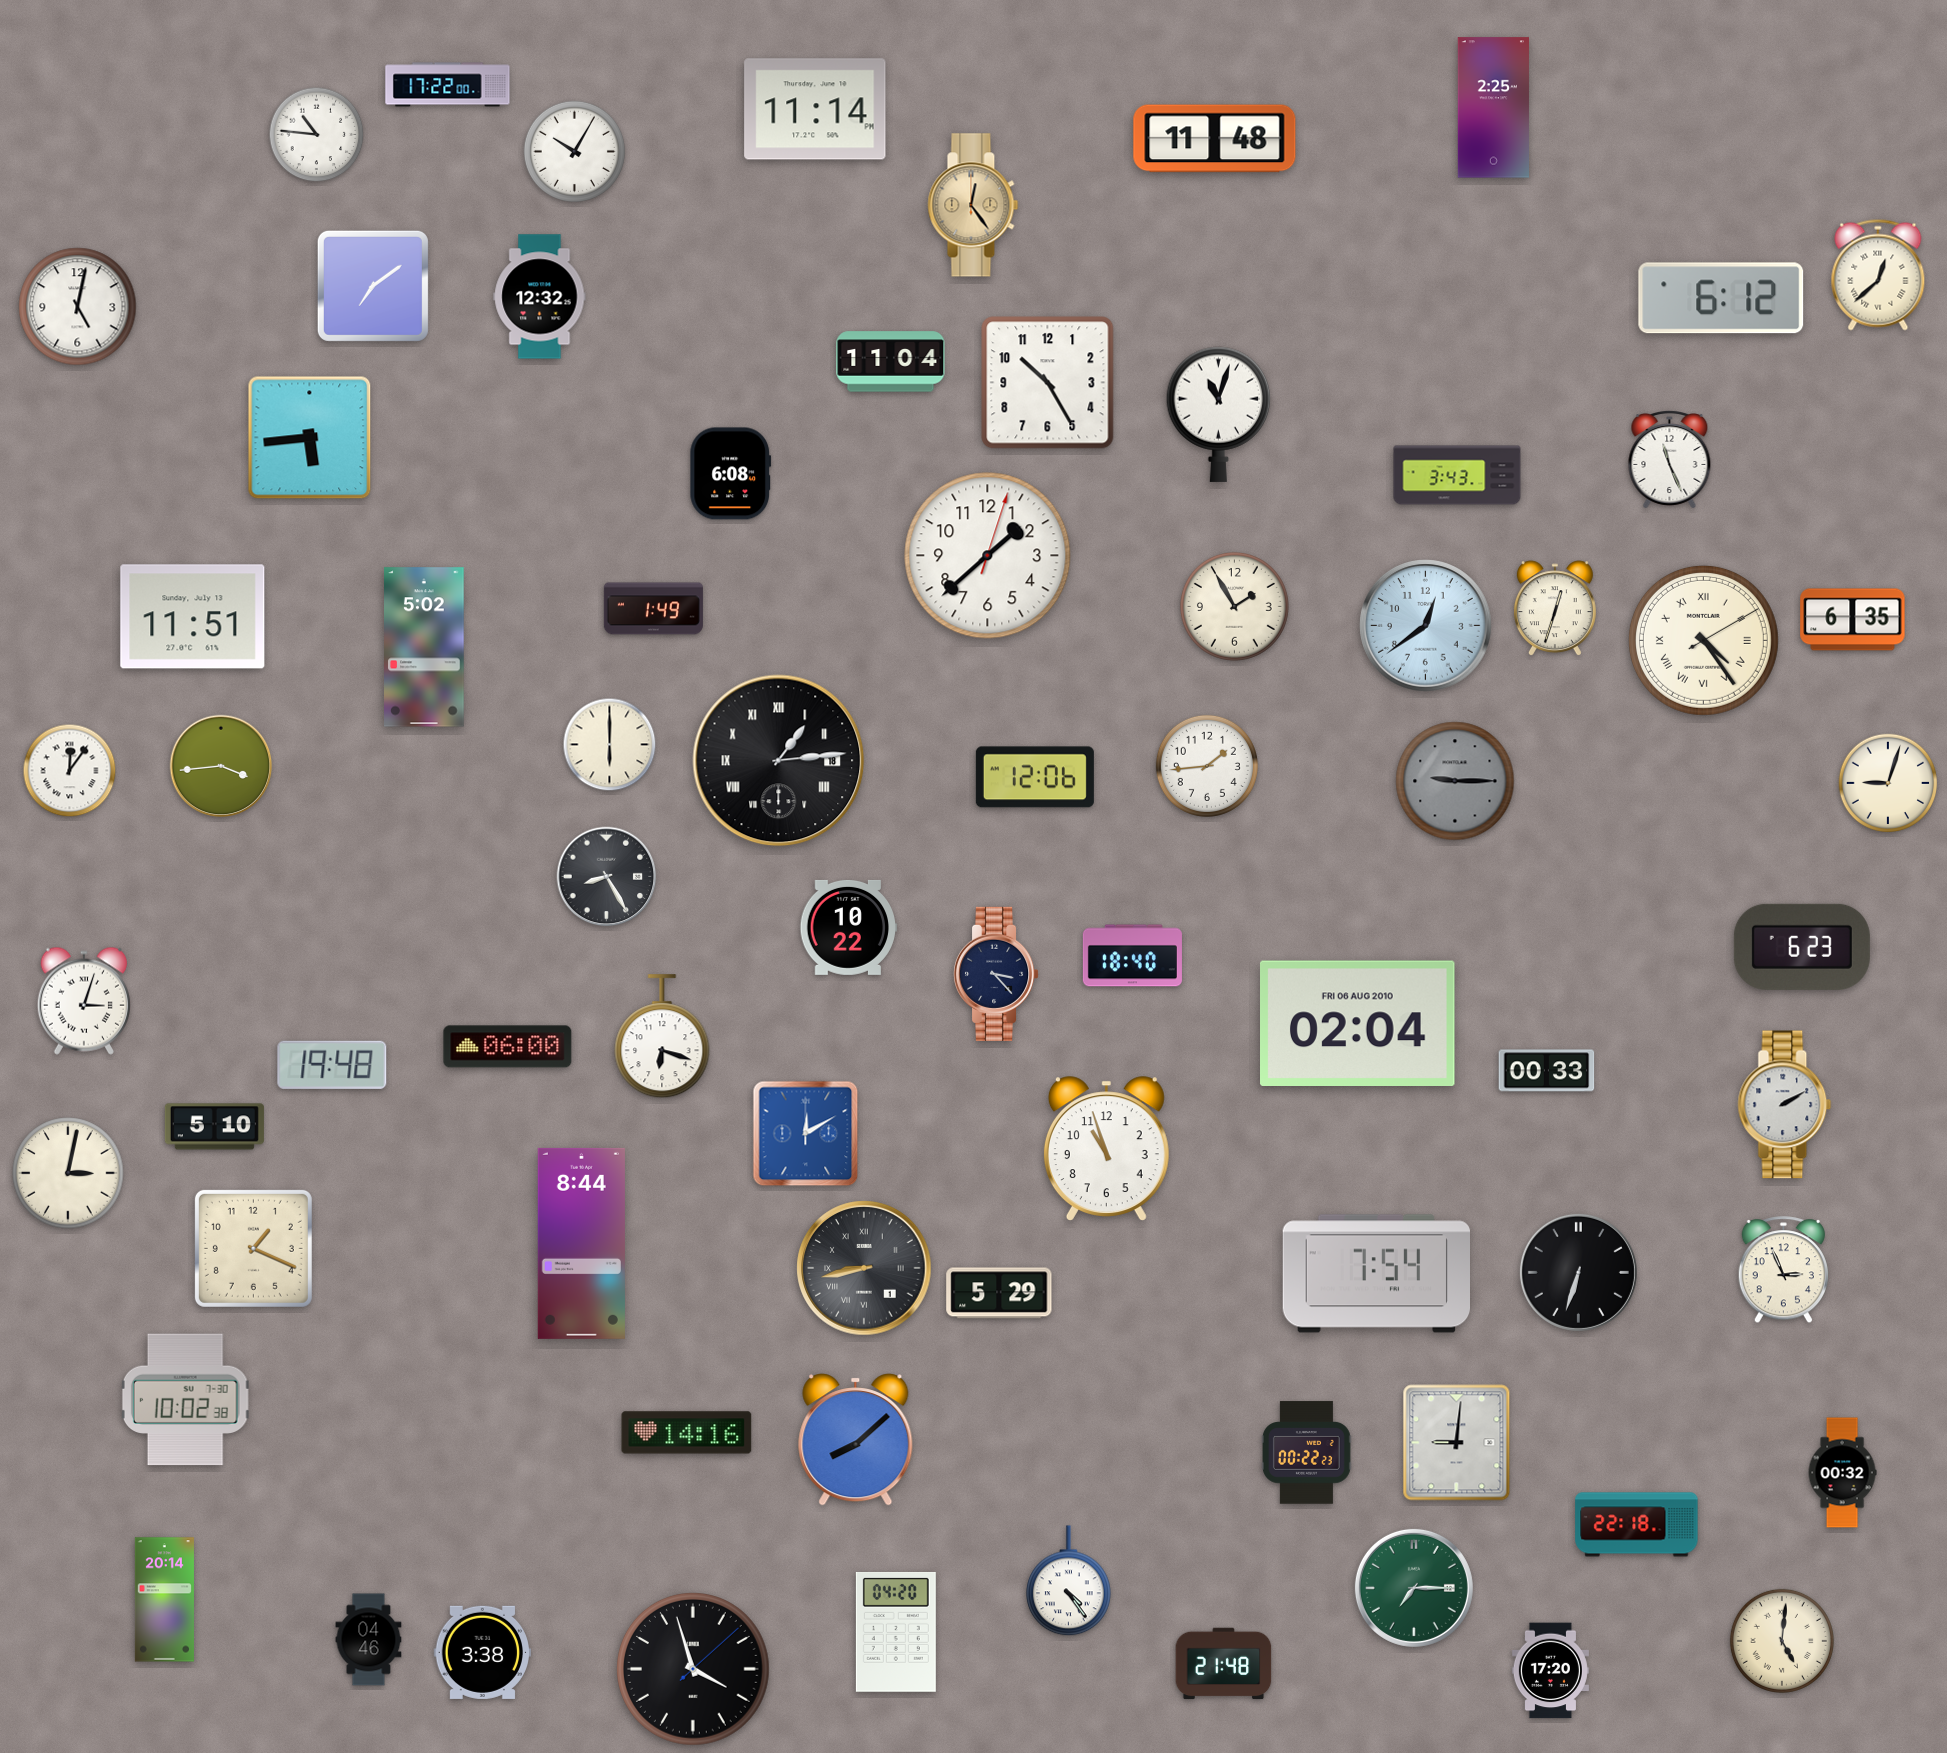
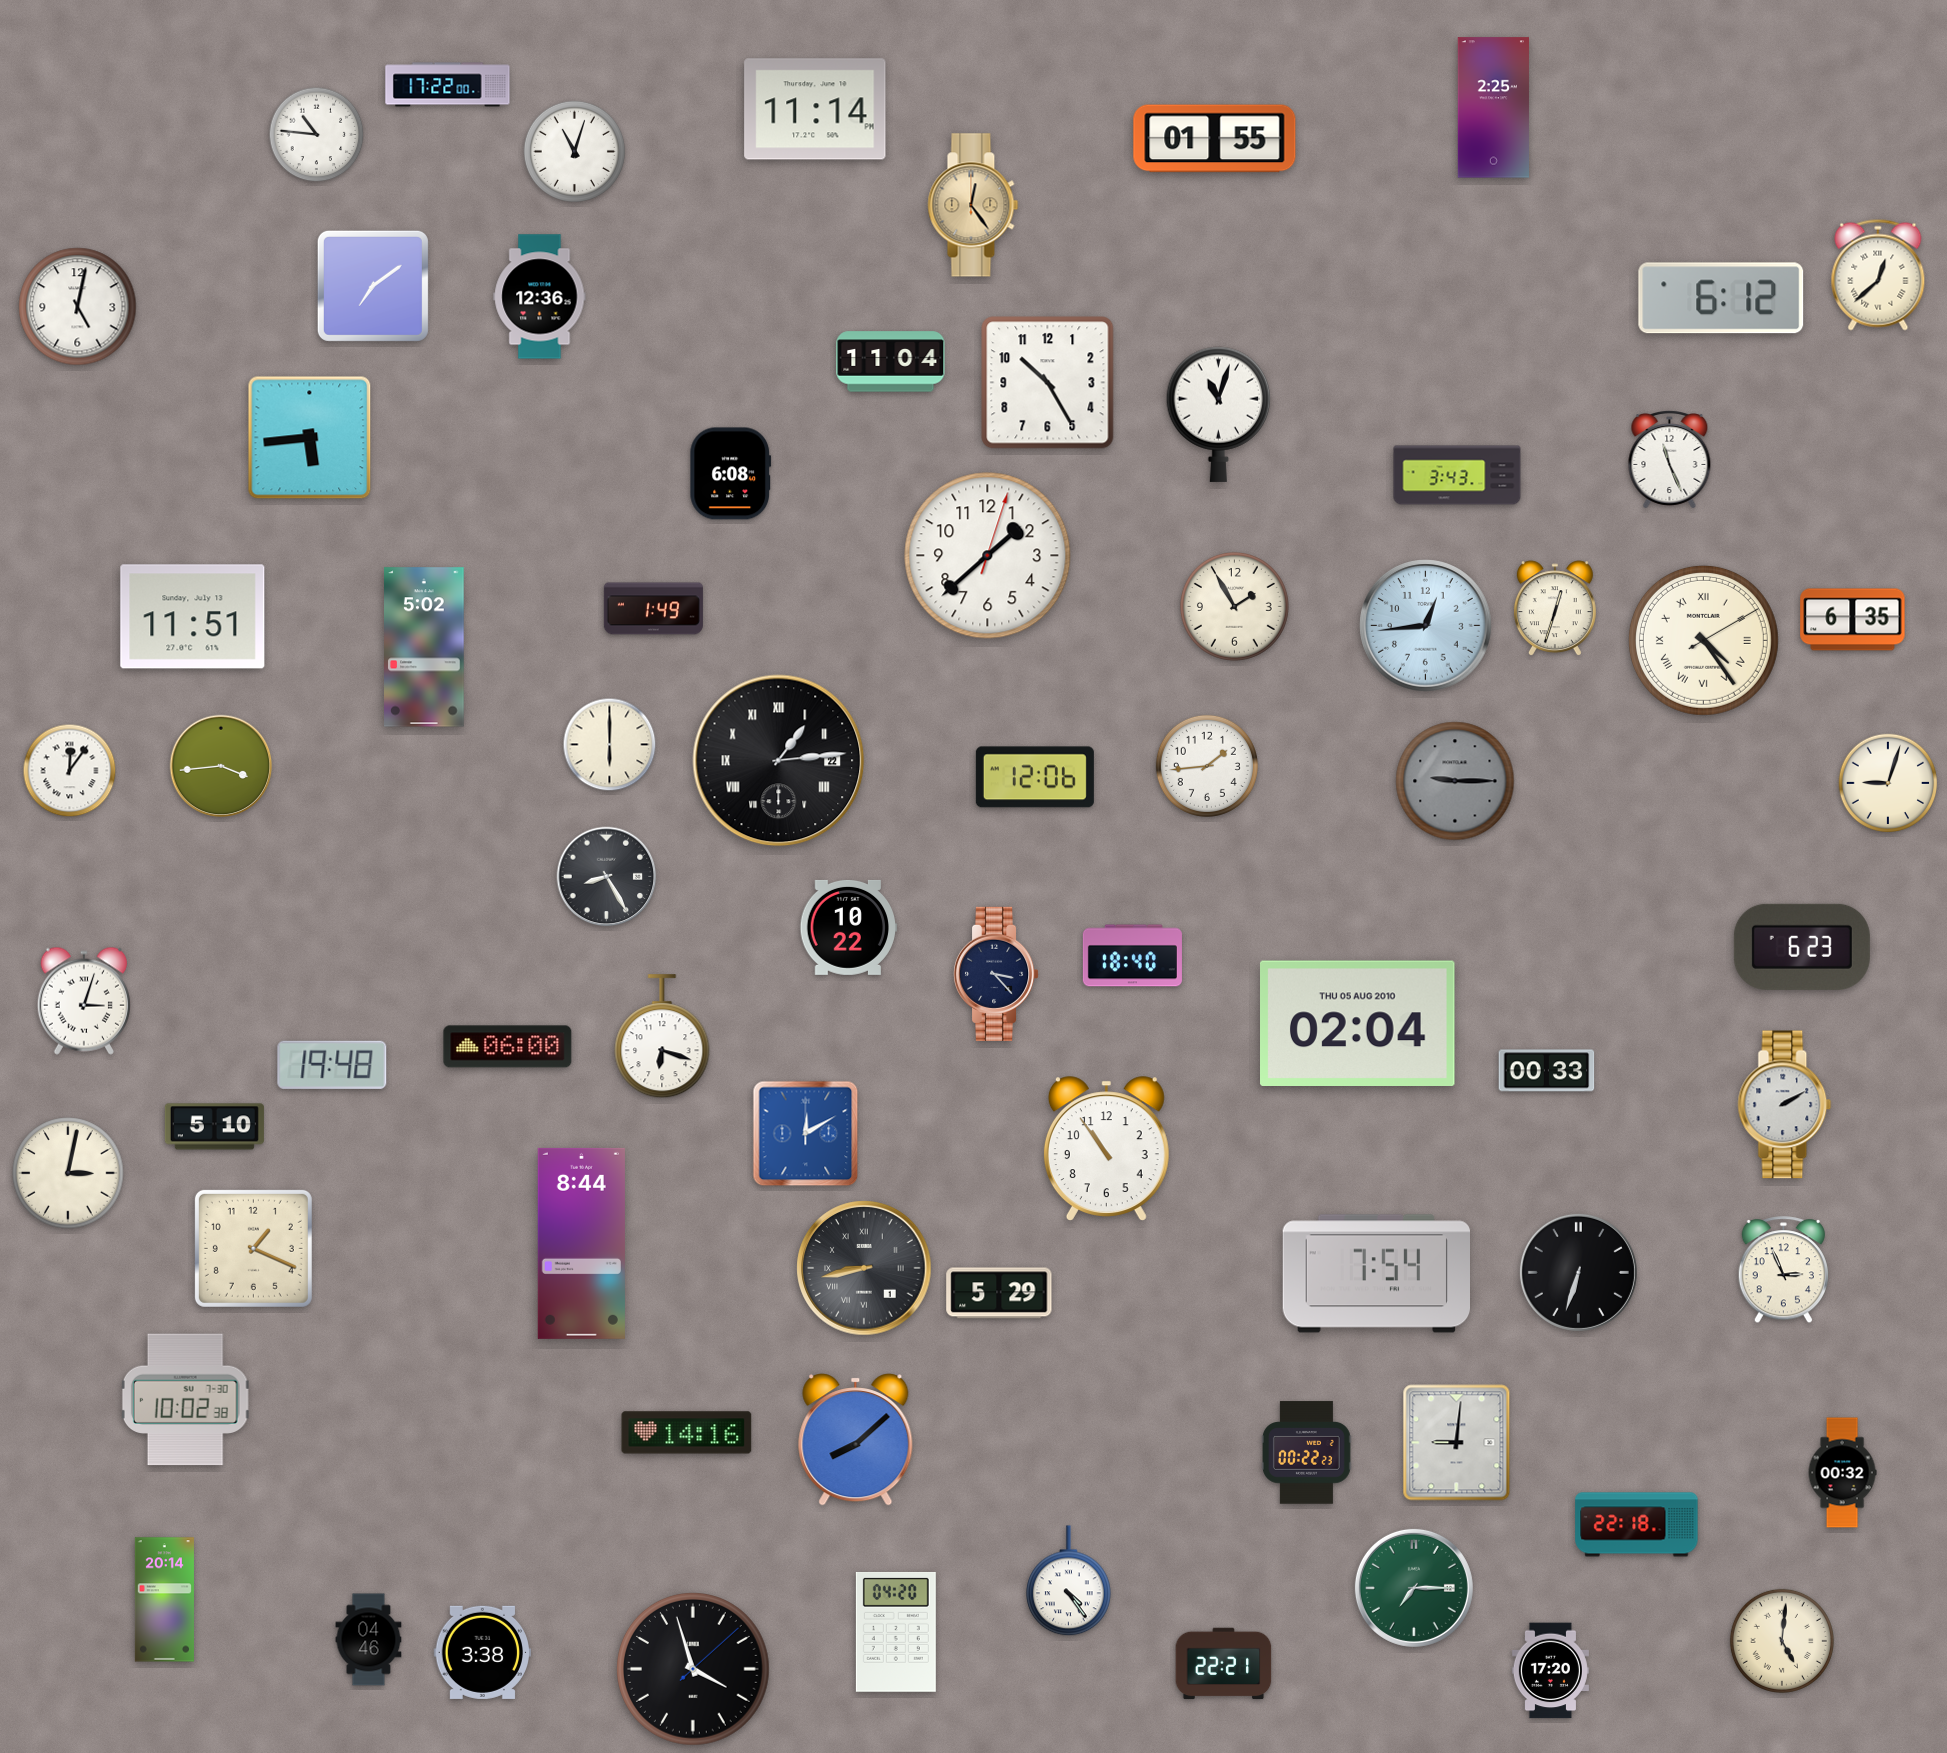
clock at (1215, 139): 11:48 -> 01:55
clock at (574, 151): 10:05 -> 11:03
clock at (540, 297): 12:32 -> 12:36
clock at (1426, 626): 12:39 -> 12:44
clock at (779, 761) date: 18 -> 22
clock at (1358, 1023) date: FRI 06 AUG 2010 -> THU 05 AUG 2010
clock at (1106, 1149): 10:57 -> 10:54
clock at (1224, 1664): 21:48 -> 22:21
